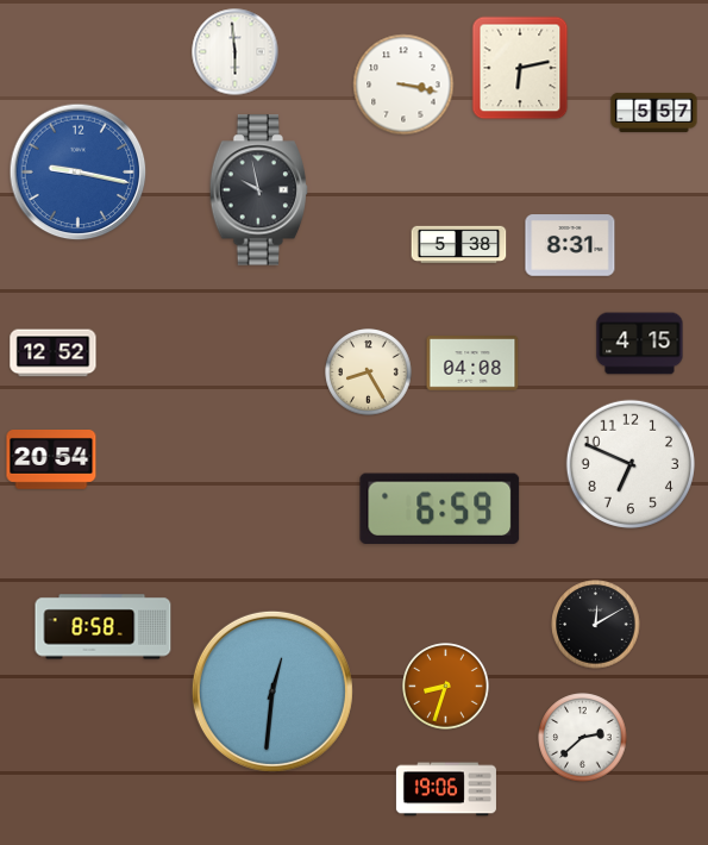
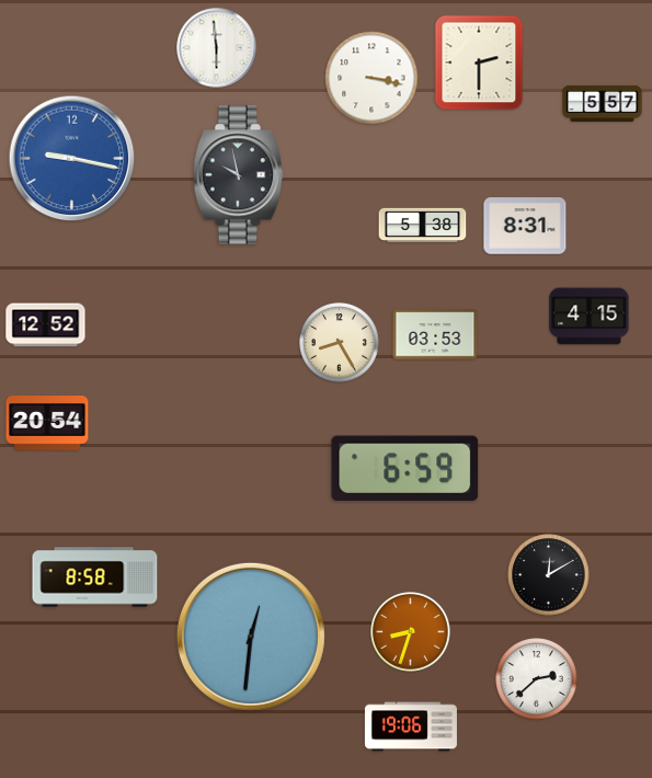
clock at (520, 68): 6:13 -> 2:30
clock at (54, 353) position: (54, 353) -> (46, 325)
clock at (472, 363): 04:08 -> 03:53
clock at (631, 464): 6:49 -> none
